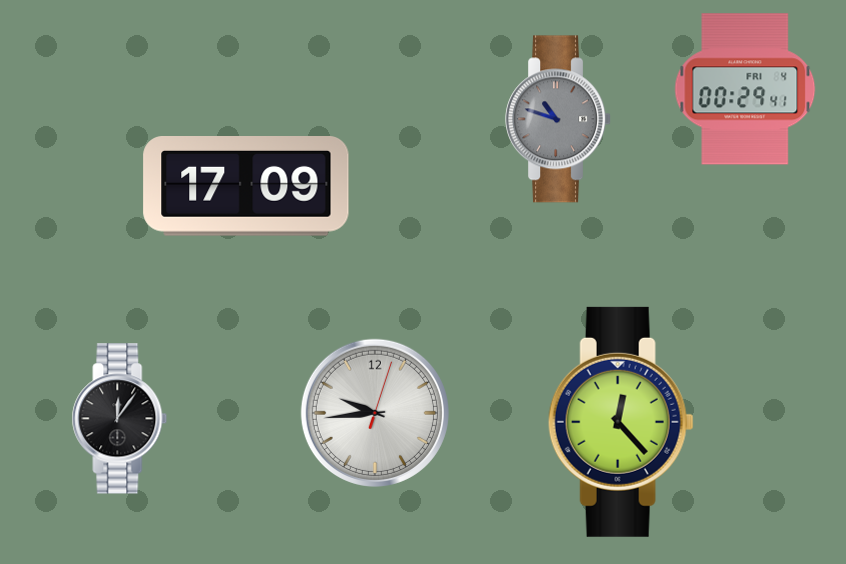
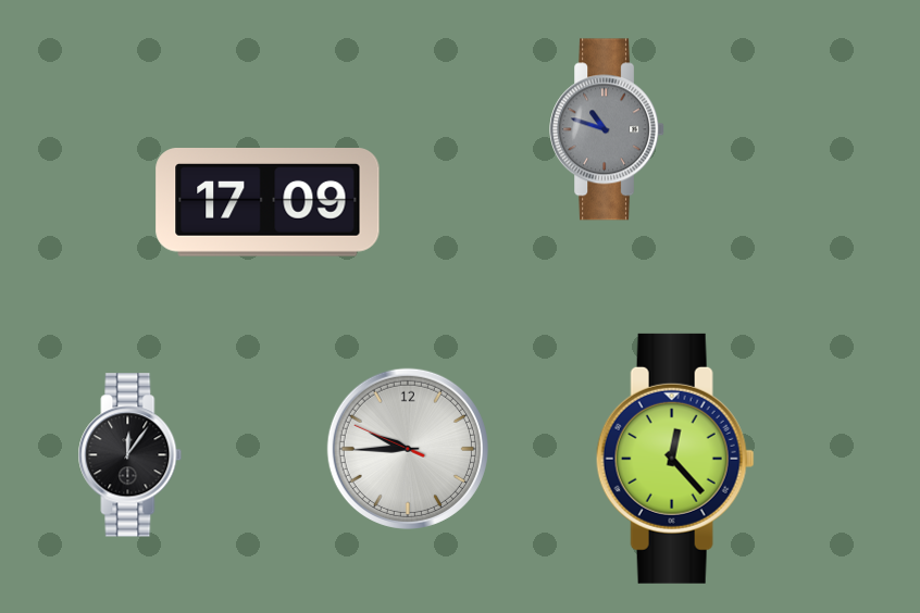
clock at (745, 89): 00:29 -> none
clock at (375, 413): 9:44:03 -> 9:44:49
